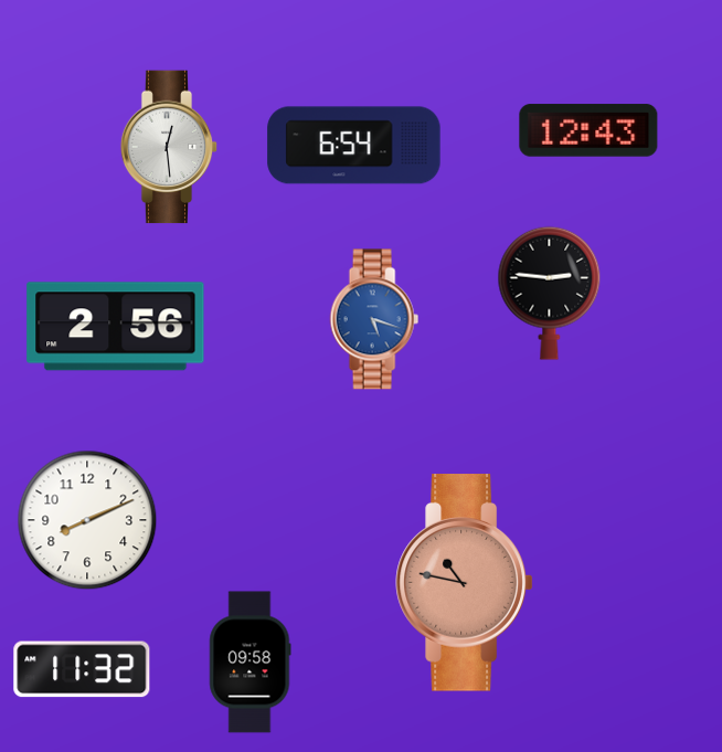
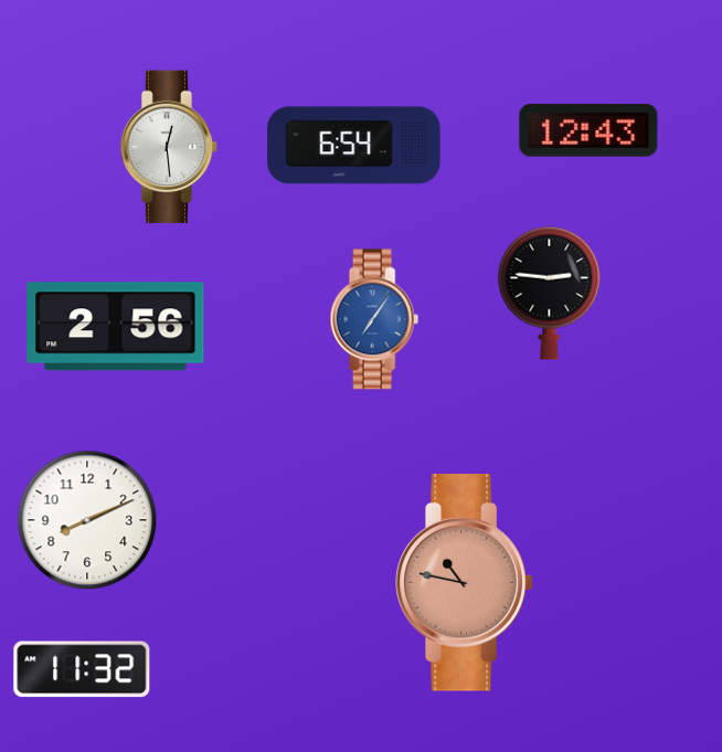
clock at (374, 319): 5:18 -> 7:06
clock at (251, 663): 09:58 -> none
